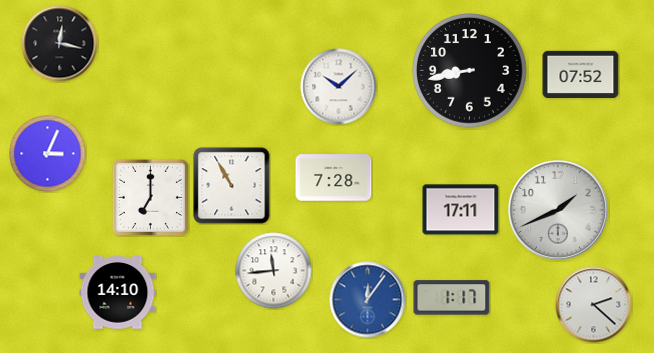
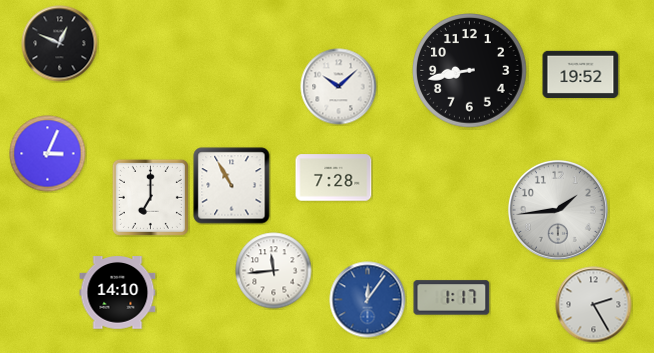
clock at (60, 44): 12:17 -> 12:49
clock at (581, 74): 07:52 -> 19:52
clock at (461, 210): 17:11 -> none
clock at (558, 210): 1:41 -> 1:44
clock at (594, 305): 2:22 -> 2:25
